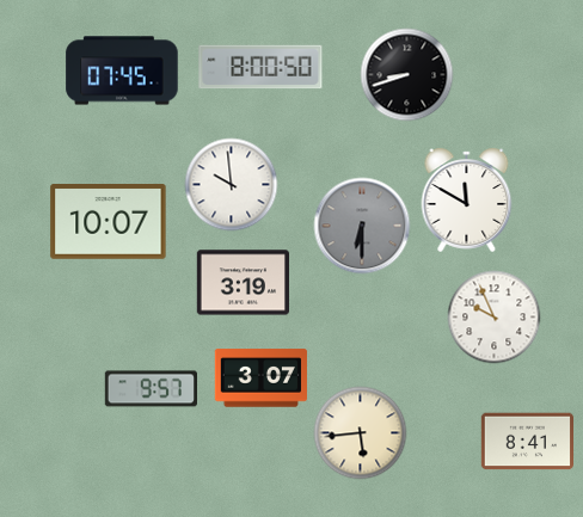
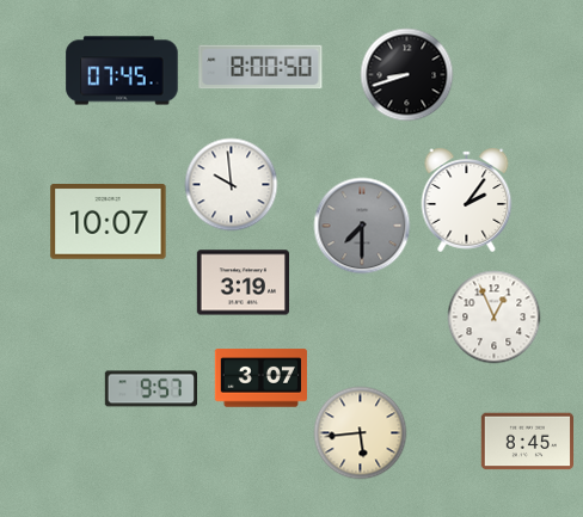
clock at (467, 199): 11:50 -> 2:06
clock at (362, 226): 6:30 -> 7:30
clock at (493, 316): 9:56 -> 12:56
clock at (527, 442): 8:41 -> 8:45
